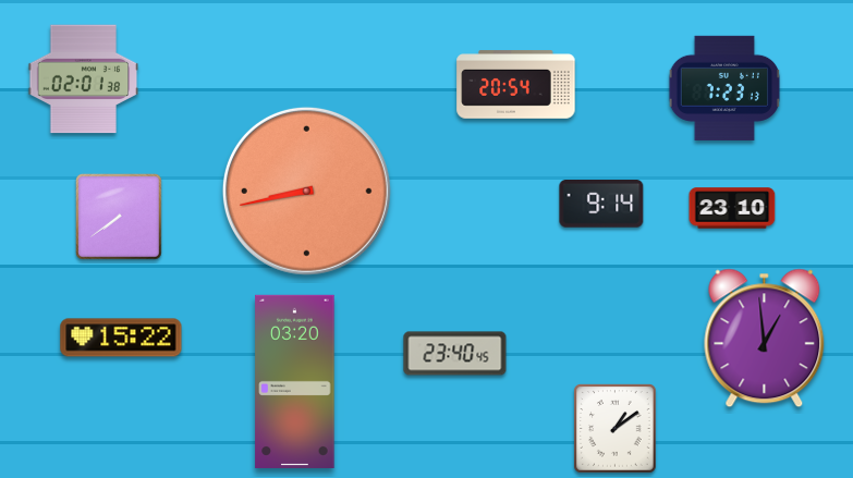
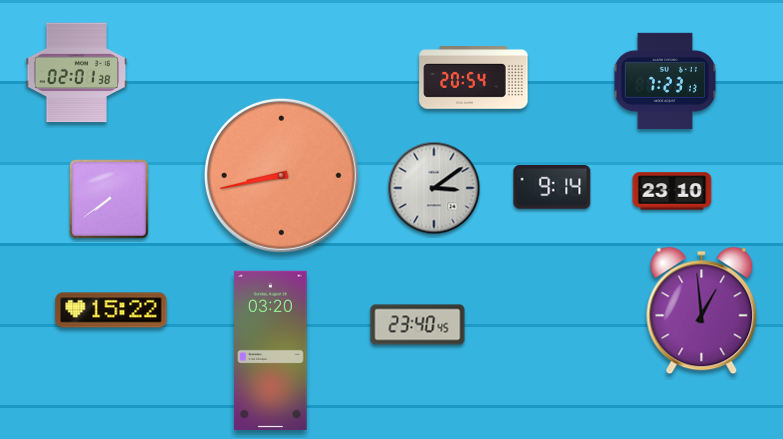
clock at (434, 188): none -> 3:09
clock at (616, 429): 1:09 -> none
